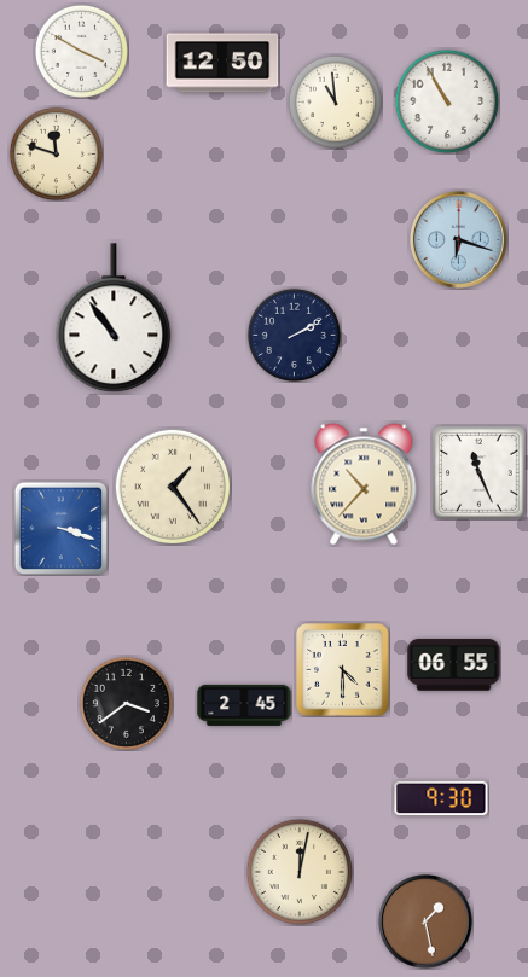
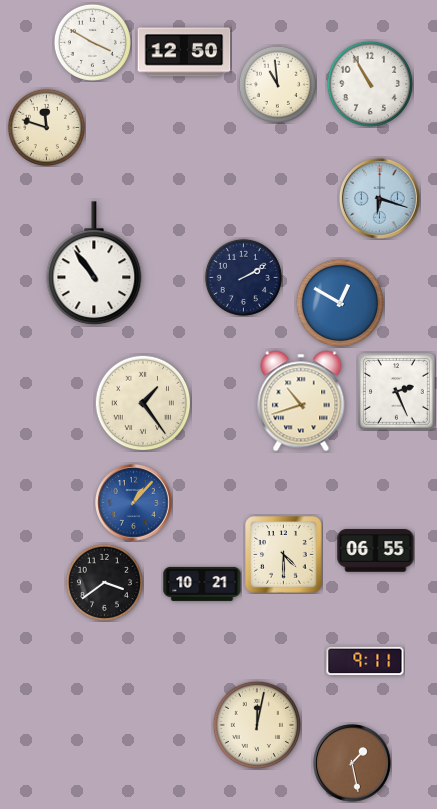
clock at (81, 51) position: (81, 51) -> (92, 42)
clock at (339, 302): none -> 12:50
clock at (480, 473): 11:26 -> 2:26
clock at (364, 484): 10:37 -> 10:42
clock at (60, 528): 3:18 -> none
clock at (134, 503): none -> 1:07
clock at (244, 705): 2:45 -> 10:21
clock at (441, 798): 9:30 -> 9:11
clock at (298, 871) position: (298, 871) -> (256, 724)
